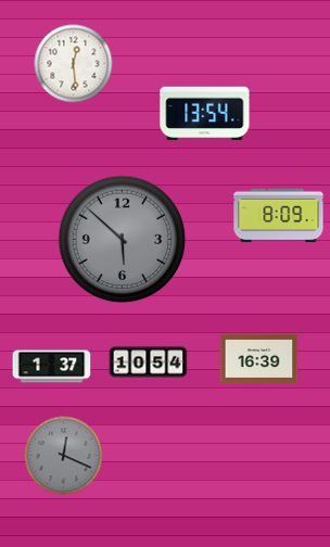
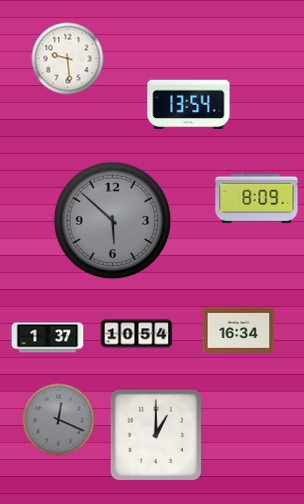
clock at (74, 64): 12:29 -> 9:29
clock at (259, 358): 16:39 -> 16:34
clock at (156, 435): none -> 1:00
